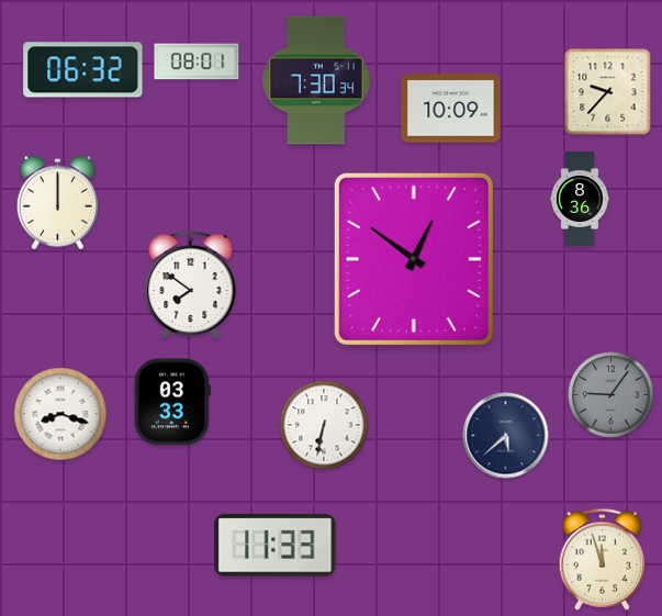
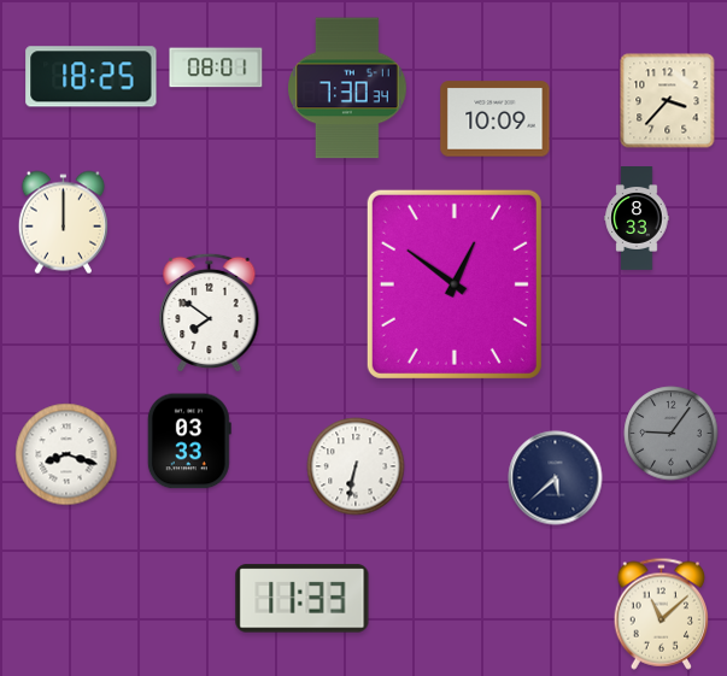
clock at (83, 70): 06:32 -> 18:25
clock at (608, 92): 9:37 -> 3:37
clock at (580, 200): 8:36 -> 8:33
clock at (603, 559): 11:57 -> 11:08
